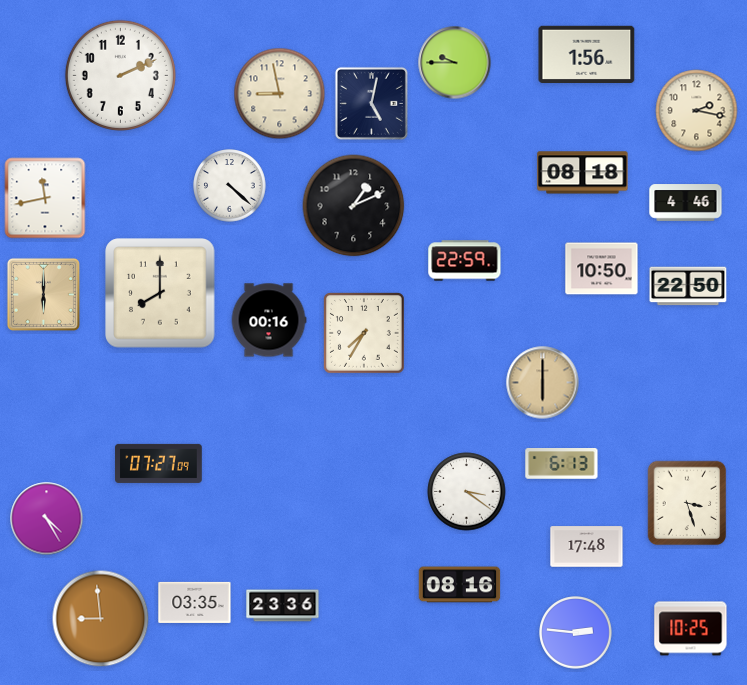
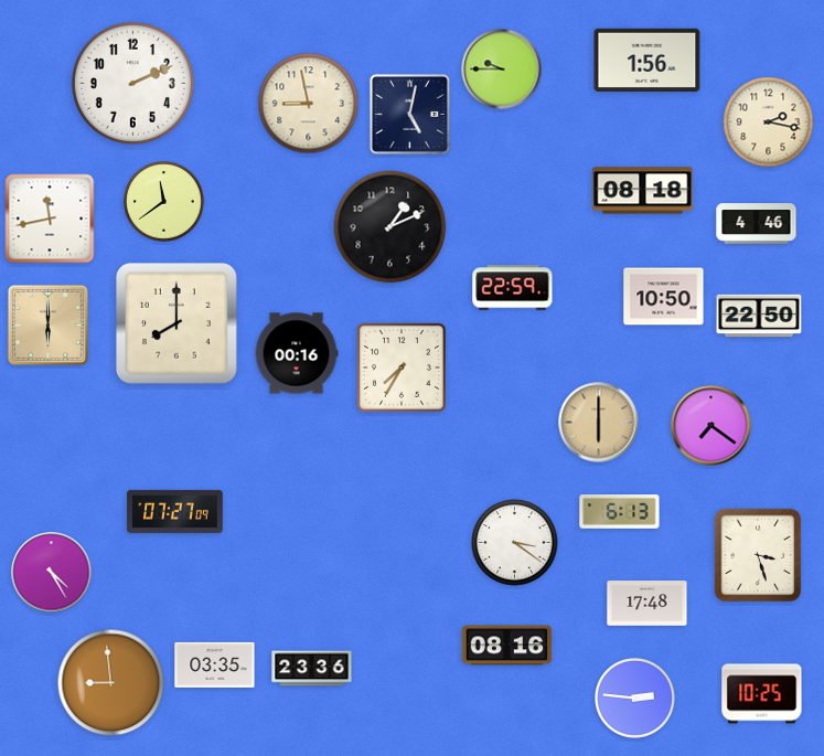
clock at (164, 202): none -> 11:39
clock at (230, 186): 4:22 -> none
clock at (711, 426): none -> 7:21
